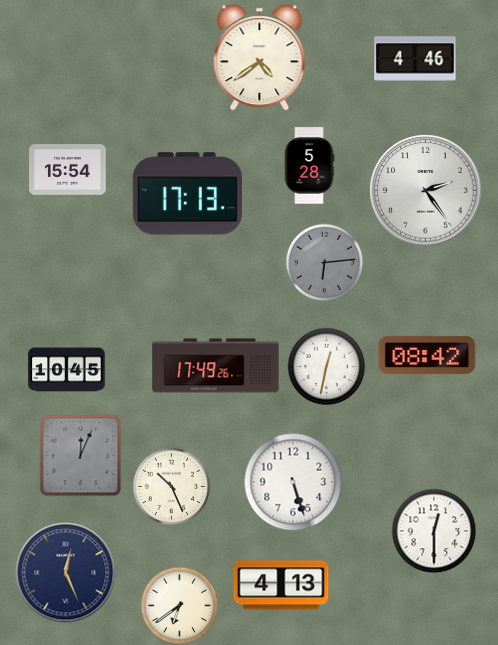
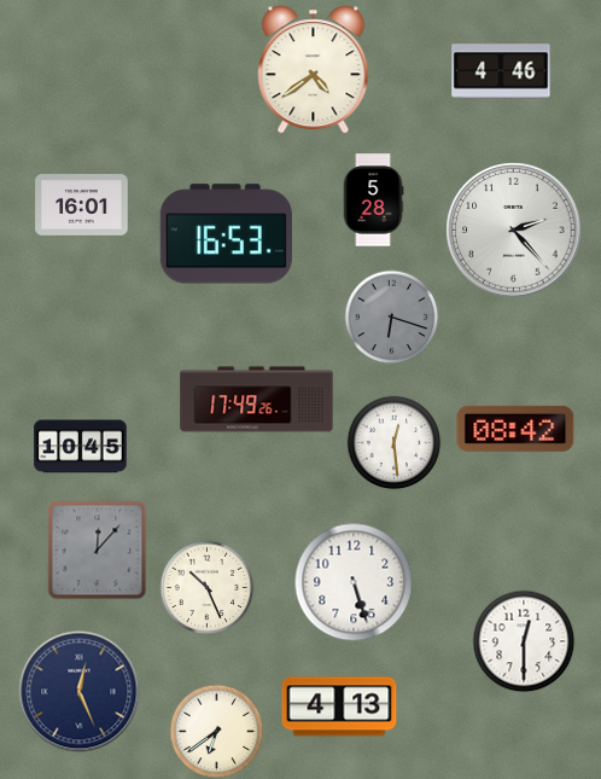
clock at (68, 170): 15:54 -> 16:01
clock at (426, 191): 2:24 -> 2:23
clock at (187, 194): 17:13 -> 16:53
clock at (324, 262): 6:14 -> 6:18
clock at (216, 366) position: (216, 366) -> (257, 400)
clock at (326, 366): 12:32 -> 12:29
clock at (80, 455): 12:04 -> 12:07
